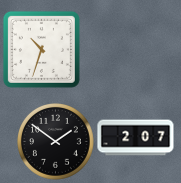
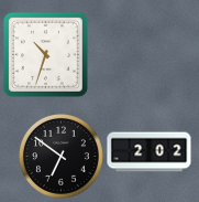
clock at (136, 138): 2:07 -> 2:02
clock at (56, 142): 1:51 -> 6:51
